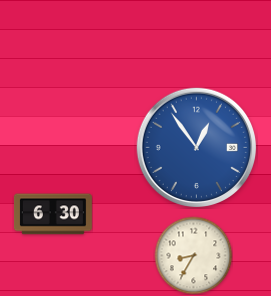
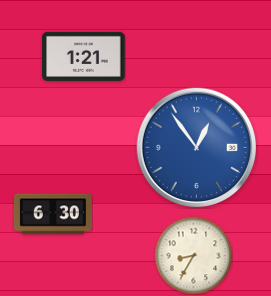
clock at (84, 56): none -> 1:21
